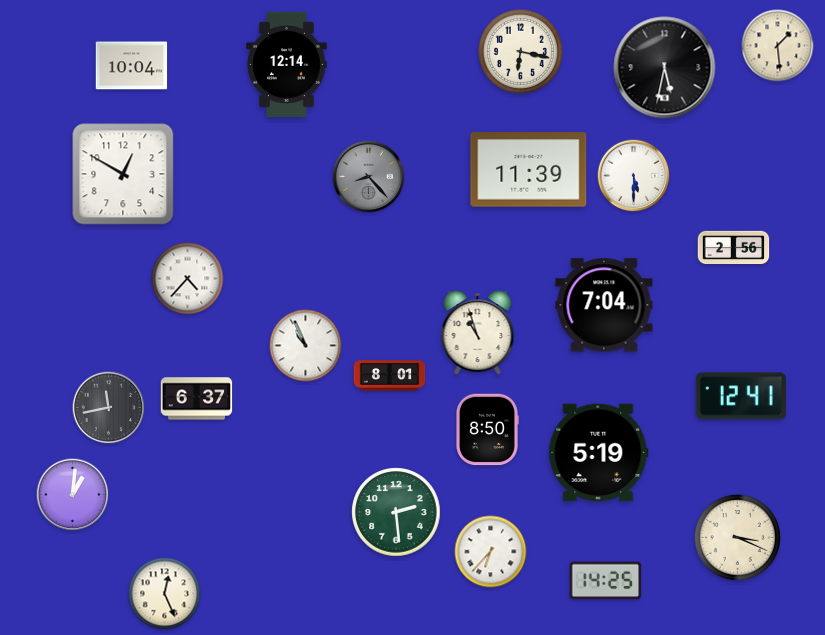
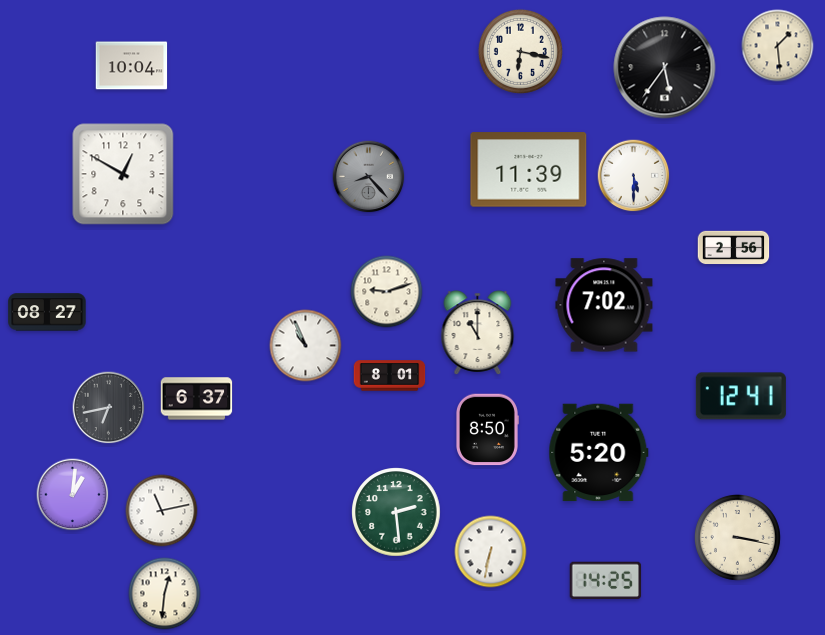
clock at (287, 64): 12:14 -> none
clock at (665, 68): 5:32 -> 5:36
clock at (188, 279): 4:37 -> none
clock at (387, 292): none -> 9:12
clock at (604, 305): 7:04 -> 7:02
clock at (47, 312): none -> 08:27
clock at (478, 333): 10:57 -> 11:00
clock at (109, 408): 11:43 -> 6:43
clock at (599, 453): 5:19 -> 5:20
clock at (162, 511): none -> 11:13
clock at (737, 537): 3:19 -> 3:17
clock at (491, 552): 6:37 -> 6:32
clock at (165, 594): 12:26 -> 12:31
